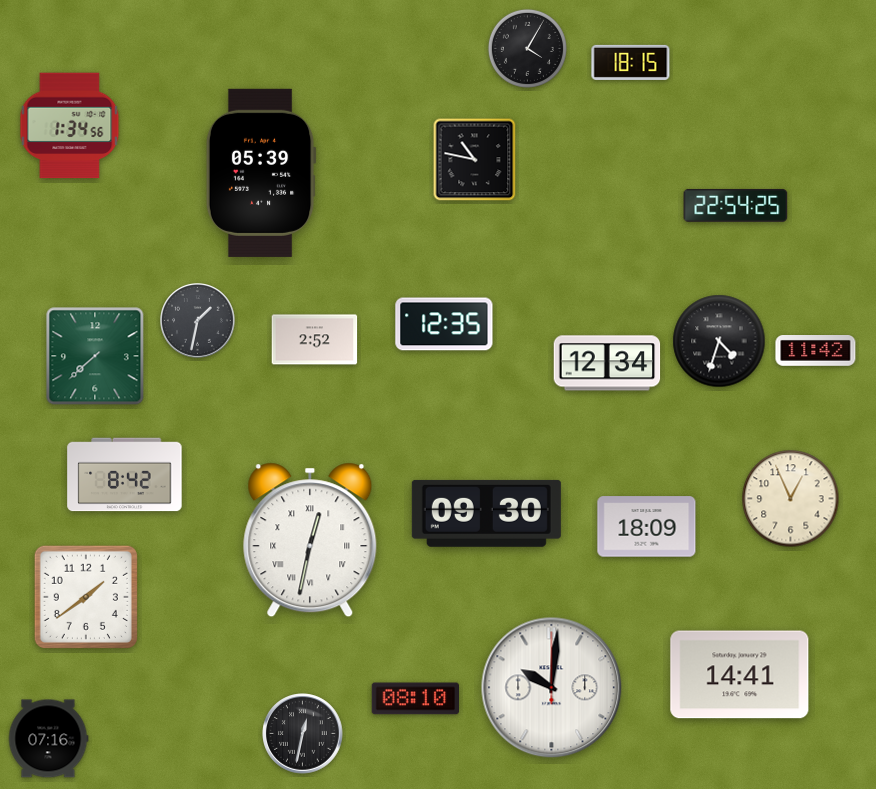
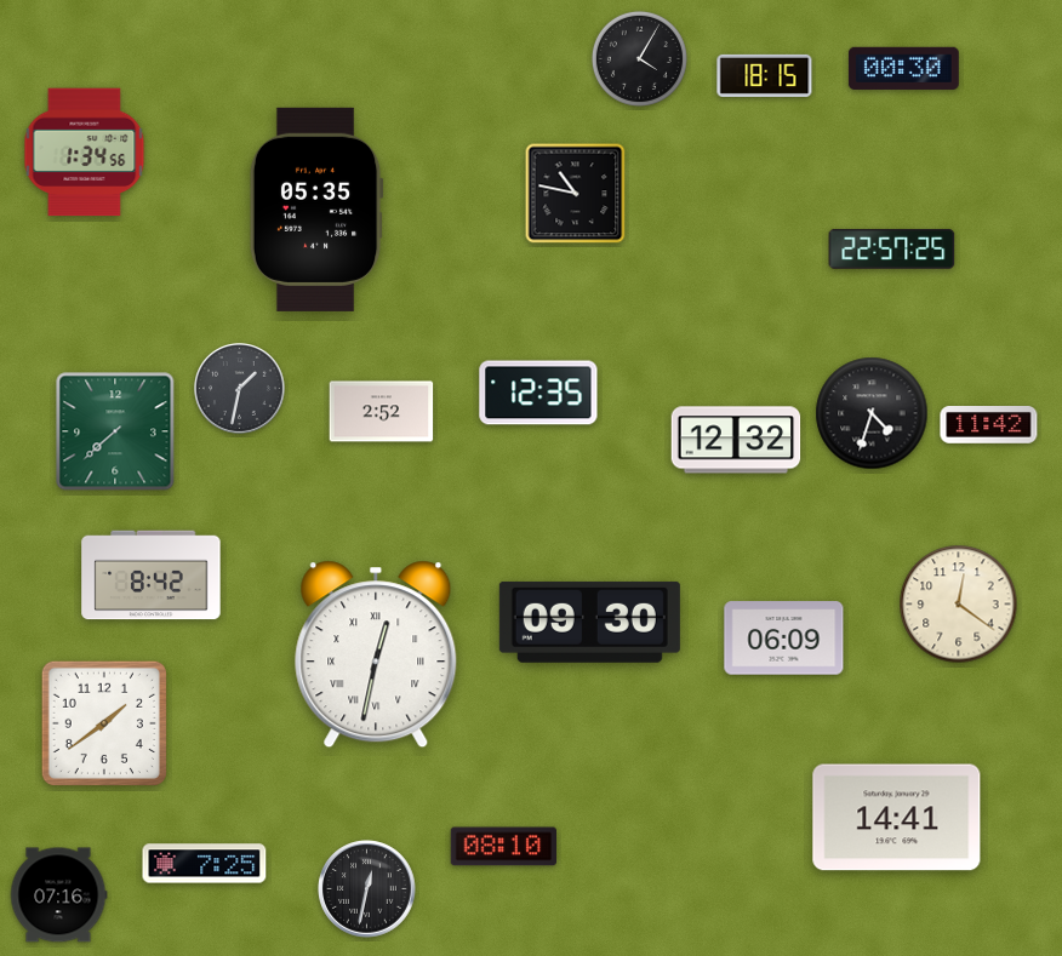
clock at (903, 68): none -> 00:30
clock at (261, 173): 05:39 -> 05:35
clock at (736, 205): 22:54 -> 22:57
clock at (607, 363): 12:34 -> 12:32
clock at (791, 499): 12:56 -> 12:21
clock at (647, 527): 18:09 -> 06:09
clock at (552, 688): 10:01 -> none
clock at (205, 864): none -> 7:25
